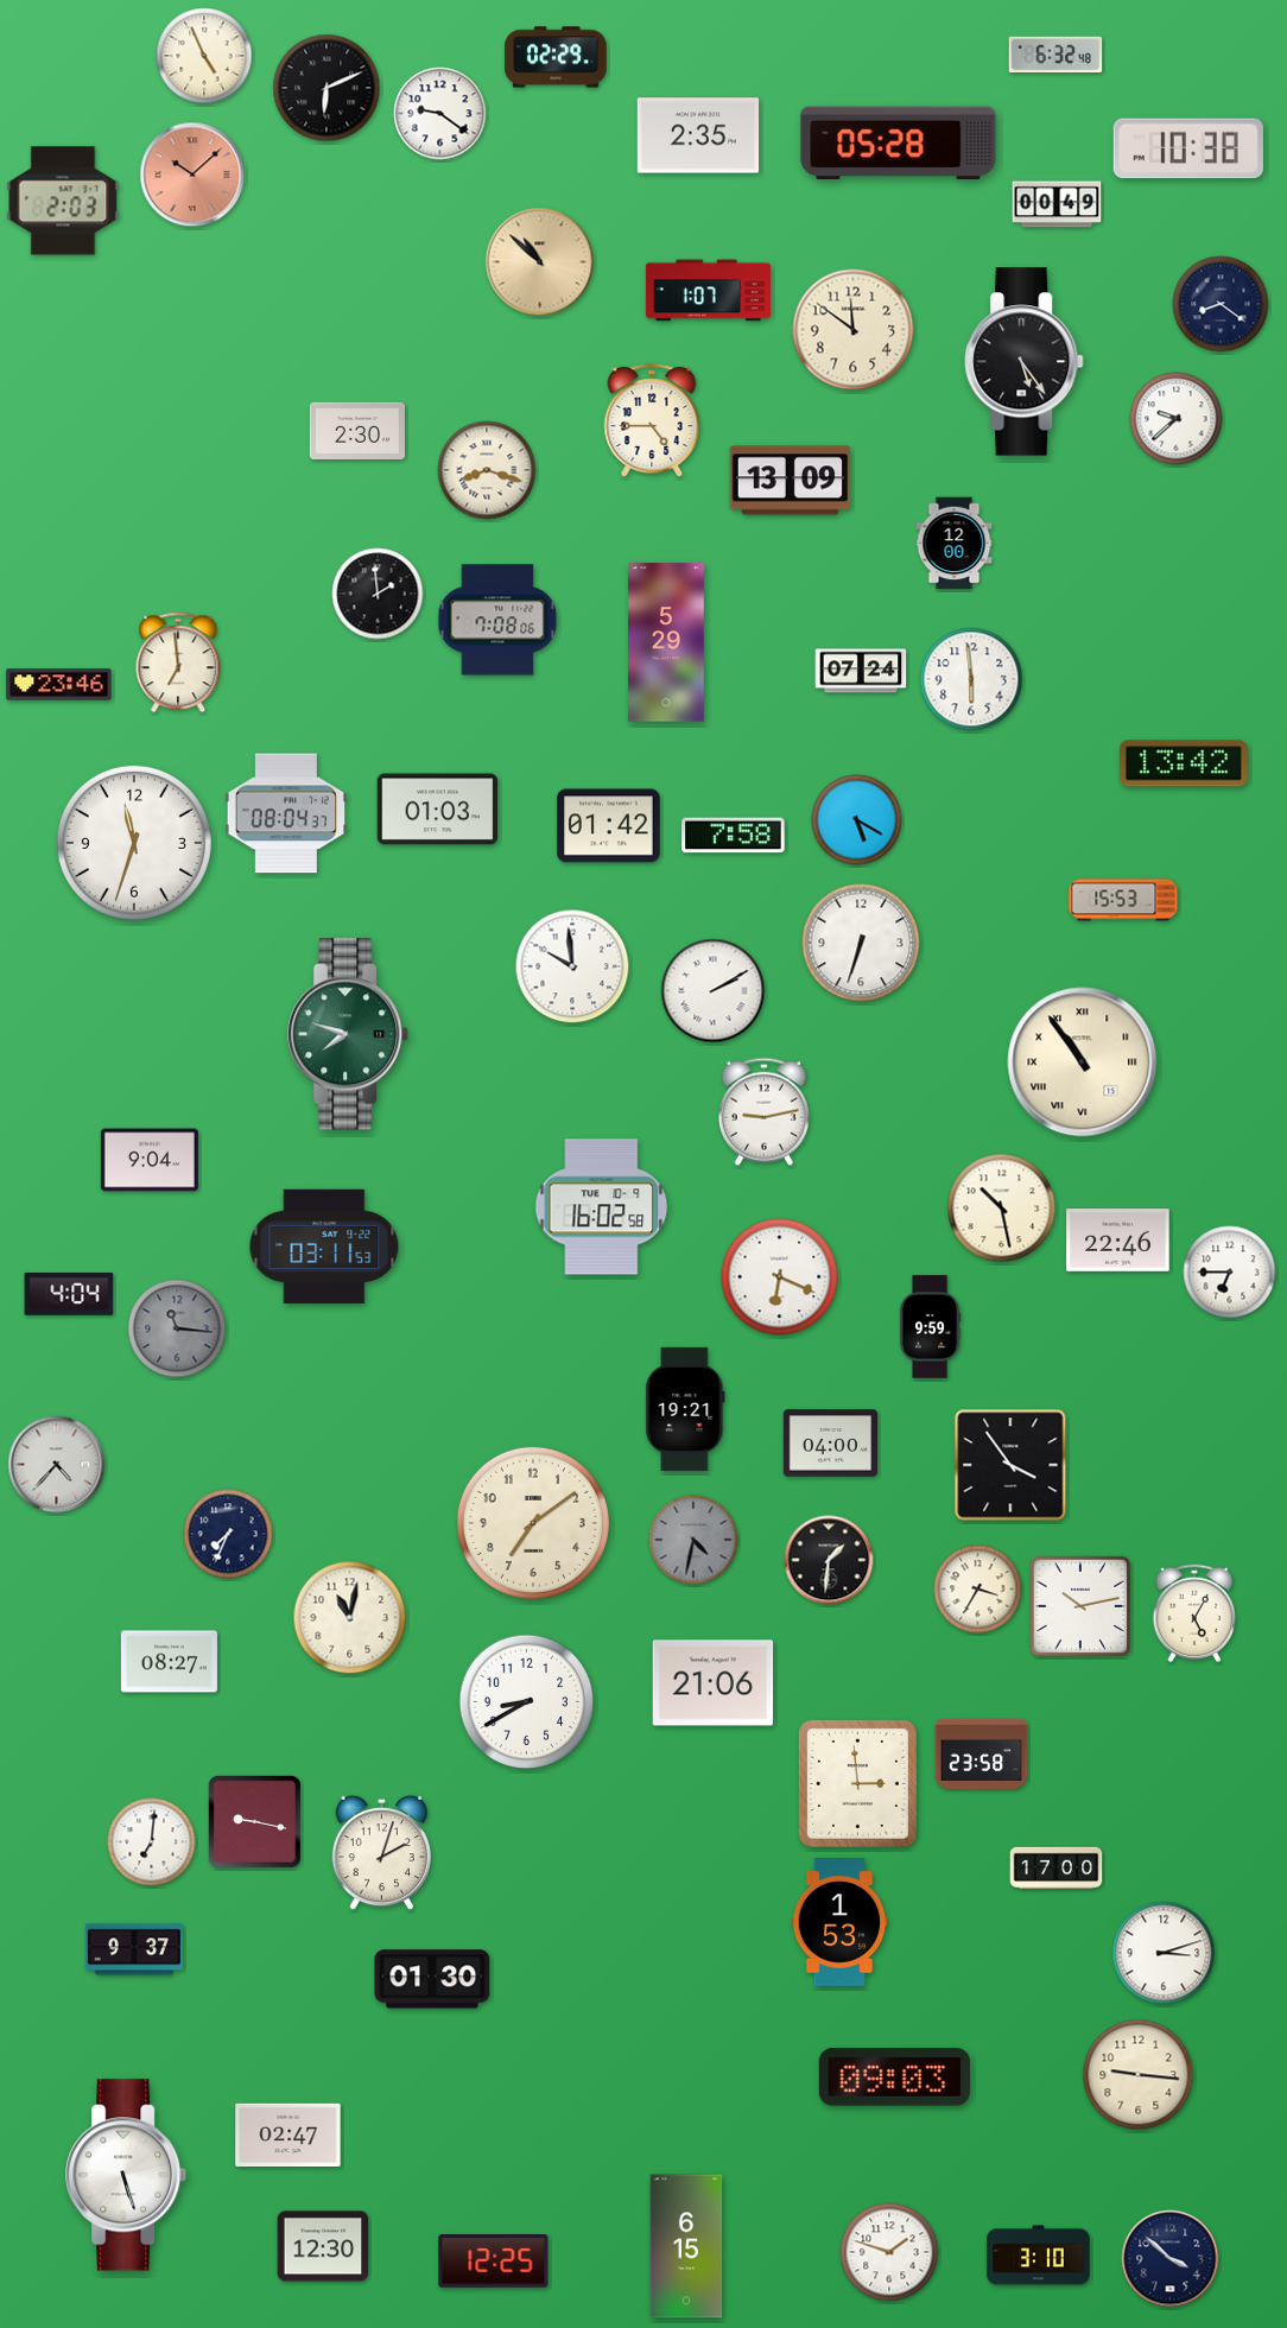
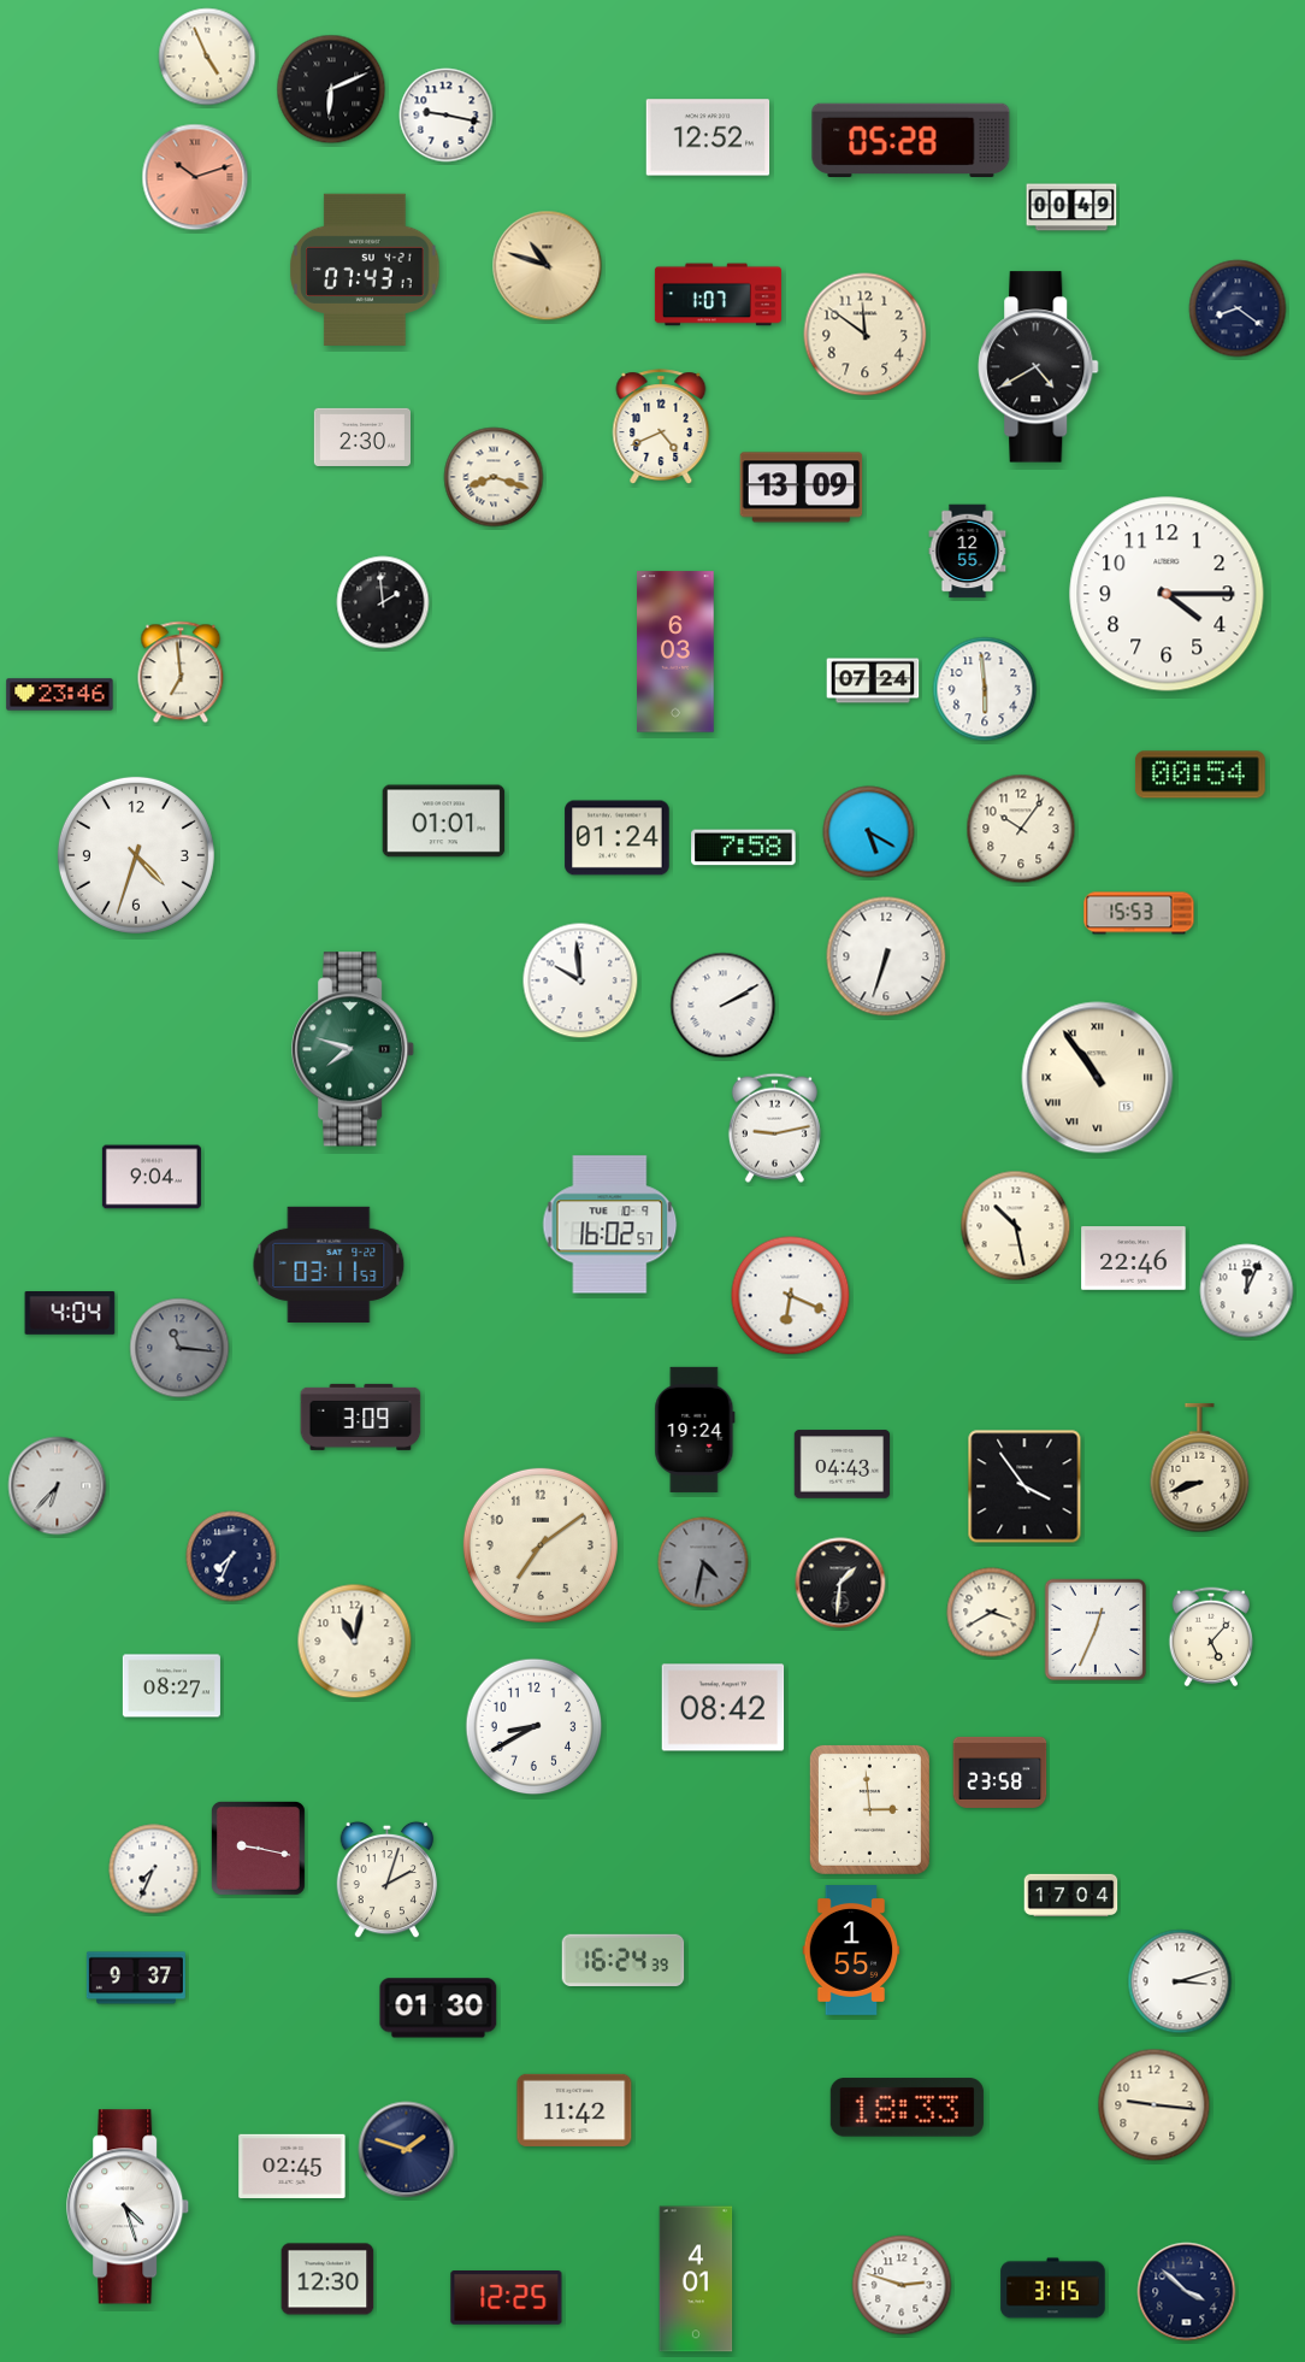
clock at (1055, 55): 6:32 -> none
clock at (556, 57): 02:29 -> none
clock at (440, 114): 9:21 -> 9:17
clock at (698, 135): 2:35 -> 12:52
clock at (899, 142) position: (899, 142) -> (911, 140)
clock at (1188, 148): 10:38 -> none
clock at (192, 175): 10:08 -> 10:12
clock at (63, 201): 2:03 -> none
clock at (540, 262): 10:52 -> 10:48
clock at (365, 270): none -> 07:43
clock at (1025, 362): 5:24 -> 4:40
clock at (1177, 419): 9:38 -> none
clock at (652, 420): 4:45 -> 4:41
clock at (955, 544): 12:00 -> 12:55
clock at (1167, 594): none -> 4:15
clock at (497, 620): 7:08 -> none
clock at (666, 642): 5:29 -> 6:03
clock at (1184, 763): 13:42 -> 00:54
clock at (438, 810): 01:03 -> 01:01
clock at (286, 813): 08:04 -> none
clock at (1021, 829): none -> 10:06
clock at (609, 826): 01:42 -> 01:24
clock at (134, 843): 11:33 -> 4:33
clock at (861, 943) position: (861, 943) -> (886, 956)
clock at (602, 1207): 16:02:58 -> 16:02:57
clock at (1230, 1273): 6:45 -> 12:04
clock at (930, 1327): 9:59 -> none
clock at (361, 1416): none -> 3:09
clock at (685, 1409): 19:21 -> 19:24
clock at (831, 1444): 04:00 -> 04:43
clock at (1200, 1468): none -> 8:42
clock at (57, 1465): 4:37 -> 6:37
clock at (978, 1590): 3:35 -> 3:40
clock at (1080, 1606): 10:13 -> 12:34
clock at (1194, 1613): 5:05 -> 5:07
clock at (714, 1683): 21:06 -> 08:42
clock at (982, 1753) position: (982, 1753) -> (1000, 1772)
clock at (152, 1842): 7:01 -> 7:34
clock at (1057, 1869): 17:00 -> 17:04
clock at (839, 1923): 1:53 -> 1:55
clock at (624, 1961): none -> 16:24
clock at (894, 2078): 09:03 -> 18:33
clock at (574, 2110): none -> 11:42
clock at (407, 2150): none -> 1:48
clock at (289, 2134): 02:47 -> 02:45
clock at (127, 2175): 5:27 -> 4:27
clock at (686, 2246): 6:15 -> 4:01
clock at (889, 2252): 1:48 -> 2:48
clock at (1039, 2256): 3:10 -> 3:15
clock at (494, 2262) position: (494, 2262) -> (507, 2298)
